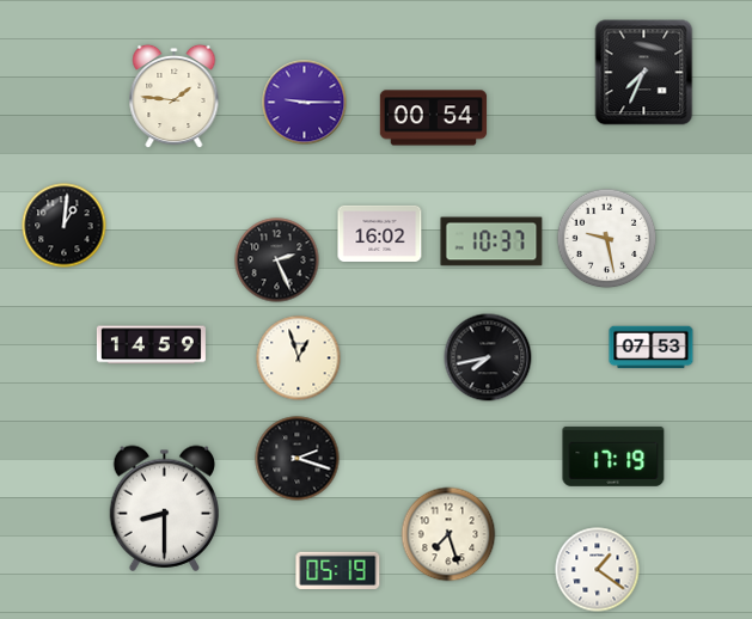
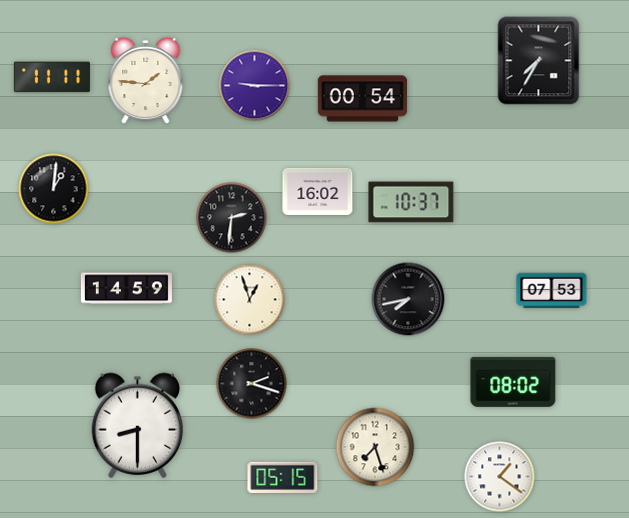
clock at (644, 73): 7:34 -> 7:35
clock at (52, 77): none -> 11:11
clock at (380, 233) position: (380, 233) -> (318, 191)
clock at (607, 239): 9:28 -> none
clock at (277, 261): 2:26 -> 2:31
clock at (652, 348) position: (652, 348) -> (552, 291)
clock at (613, 456): 17:19 -> 08:02
clock at (298, 459) position: (298, 459) -> (252, 384)
clock at (338, 570): 05:19 -> 05:15
